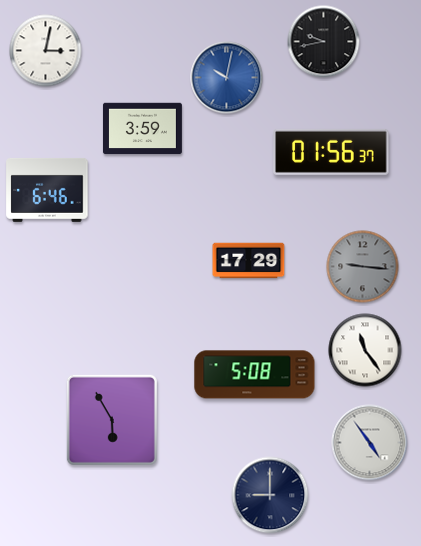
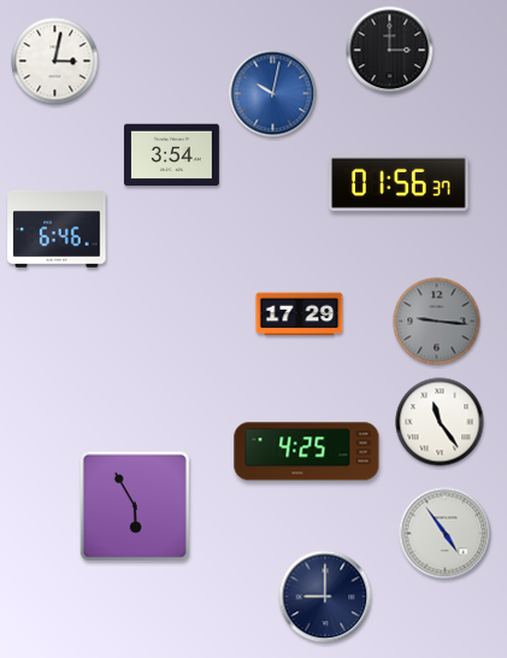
clock at (324, 42): 9:43 -> 3:00
clock at (142, 129): 3:59 -> 3:54
clock at (255, 375): 5:08 -> 4:25
